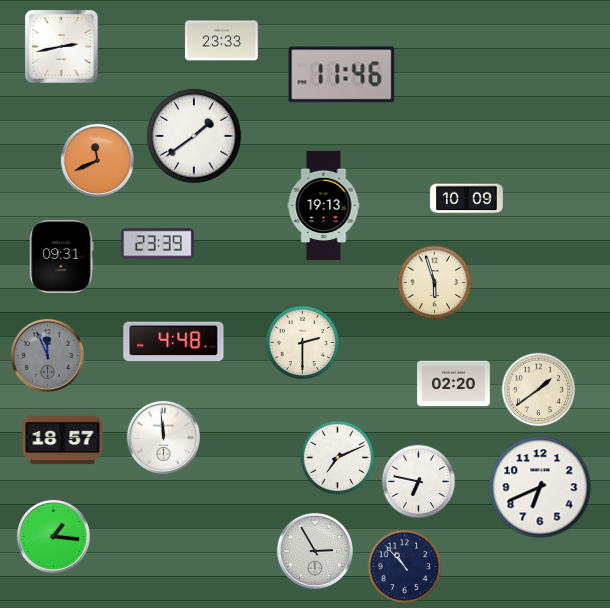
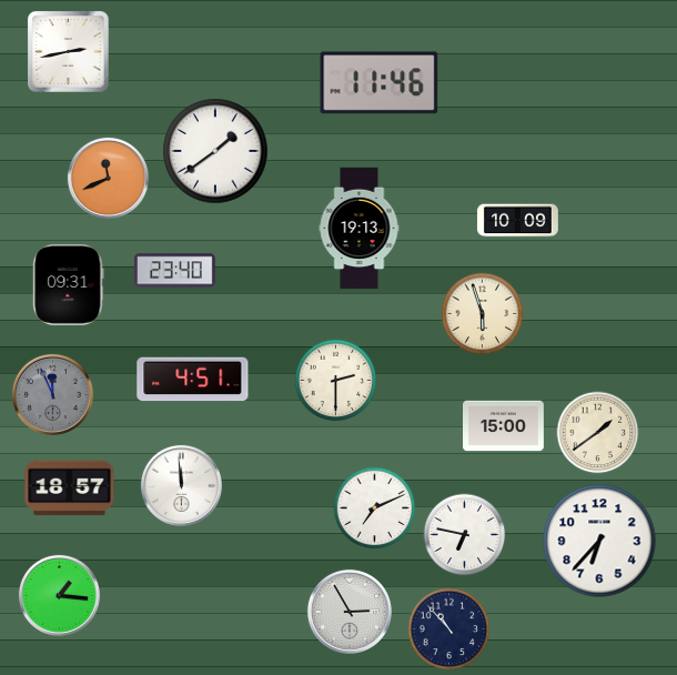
clock at (221, 41): 23:33 -> none
clock at (157, 244): 23:39 -> 23:40
clock at (174, 342): 4:48 -> 4:51
clock at (454, 384): 02:20 -> 15:00
clock at (540, 487): 6:41 -> 6:37
